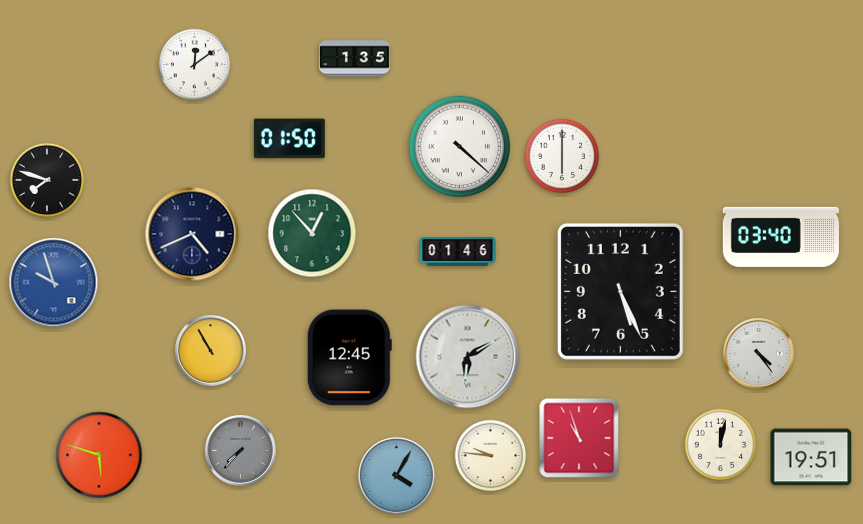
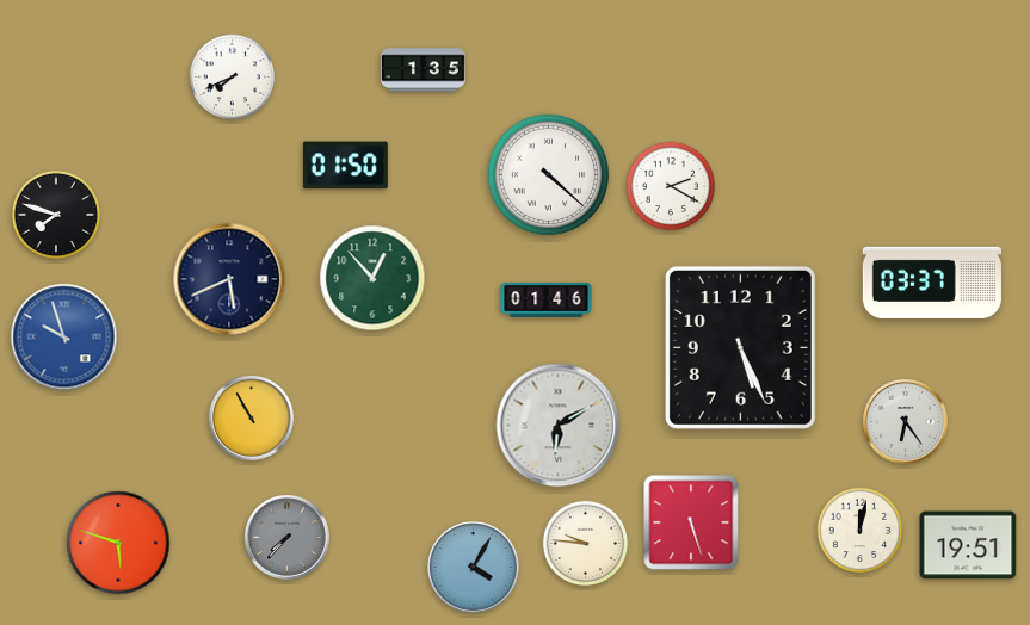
clock at (195, 65): 12:09 -> 7:41
clock at (561, 155): 6:00 -> 2:20
clock at (192, 234): 4:41 -> 5:41
clock at (781, 237): 03:40 -> 03:37
clock at (758, 353): 4:24 -> 6:24
clock at (349, 358): 12:45 -> none
clock at (579, 438): 10:57 -> 5:27
